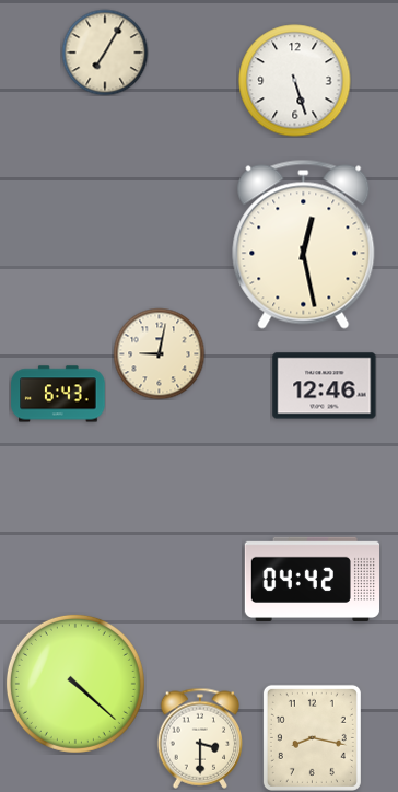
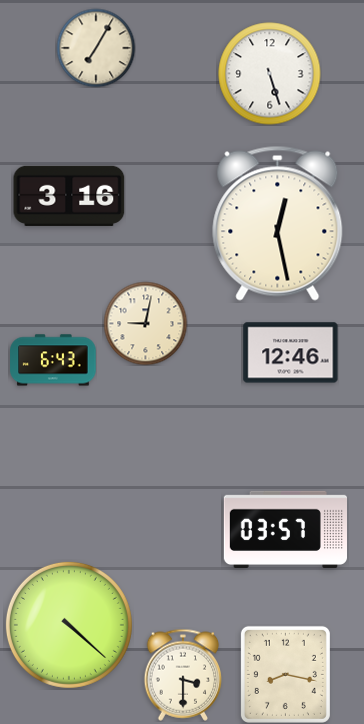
clock at (69, 196): none -> 3:16
clock at (325, 386) position: (325, 386) -> (291, 353)
clock at (312, 579): 04:42 -> 03:57
